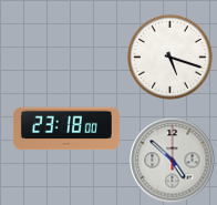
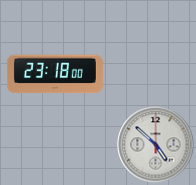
clock at (170, 58): 5:18 -> none
clock at (66, 129) position: (66, 129) -> (55, 74)
